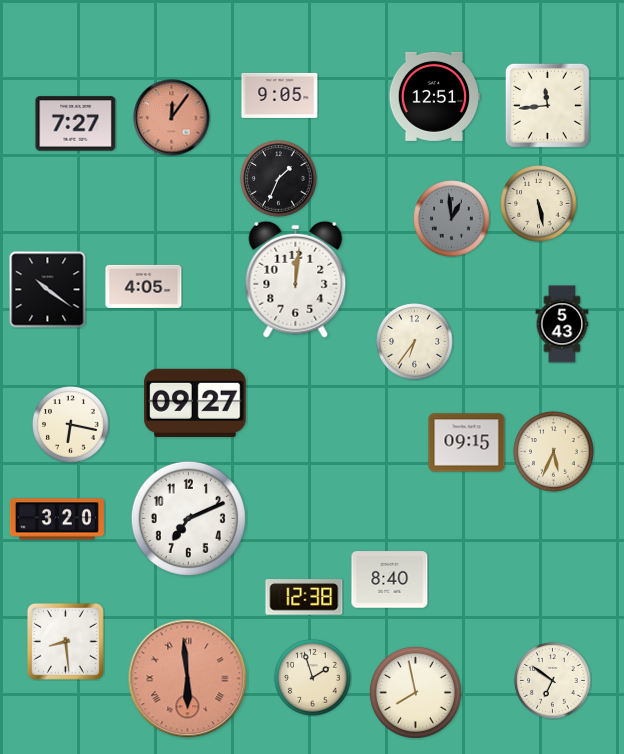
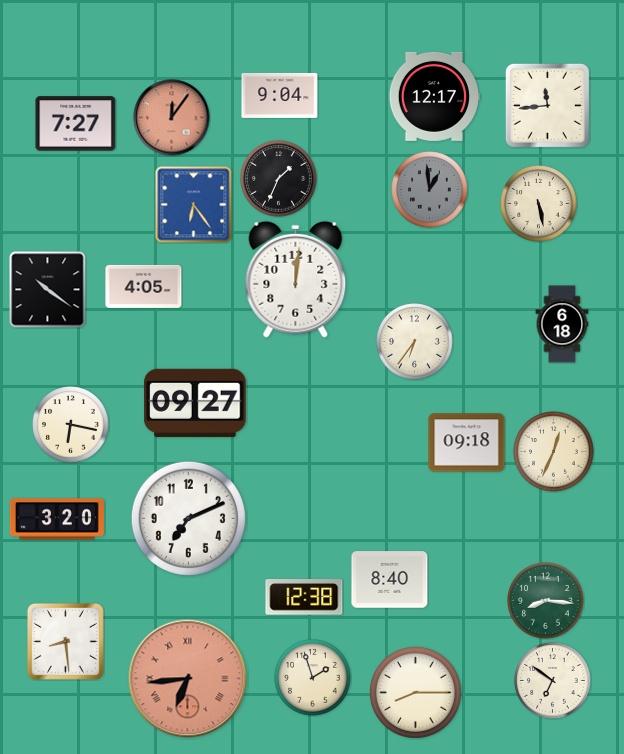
clock at (280, 95): 9:05 -> 9:04
clock at (434, 96): 12:51 -> 12:17
clock at (194, 205): none -> 6:24
clock at (452, 219) position: (452, 219) -> (430, 190)
clock at (562, 324): 5:43 -> 6:18
clock at (467, 443): 09:15 -> 09:18
clock at (554, 452): 5:34 -> 12:34
clock at (546, 601): none -> 8:16
clock at (188, 679): 5:59 -> 6:44
clock at (415, 692): 7:58 -> 8:15
